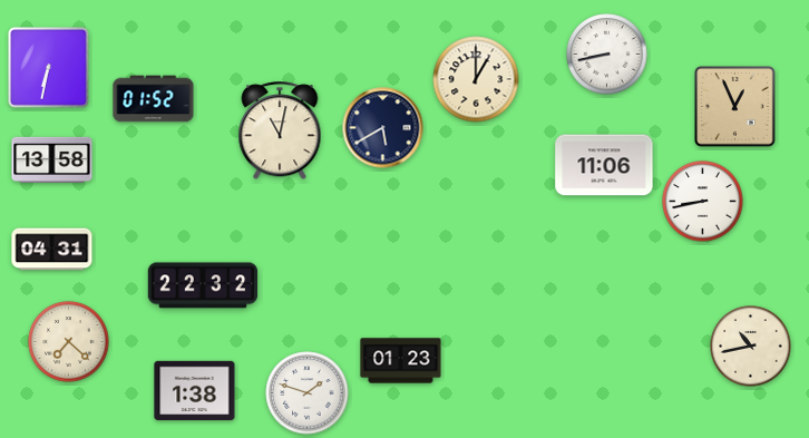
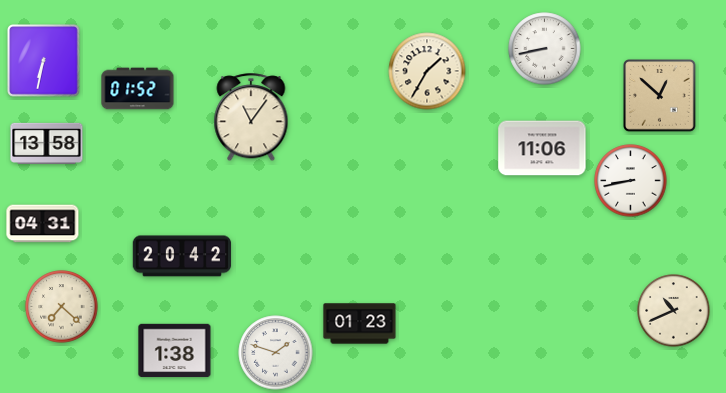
clock at (476, 79): 1:00 -> 1:35
clock at (735, 107): 12:56 -> 12:52
clock at (383, 128): 5:40 -> none
clock at (280, 132): 11:02 -> 11:06
clock at (52, 250) position: (52, 250) -> (43, 224)
clock at (203, 285): 22:32 -> 20:42
clock at (751, 347): 10:43 -> 10:41
